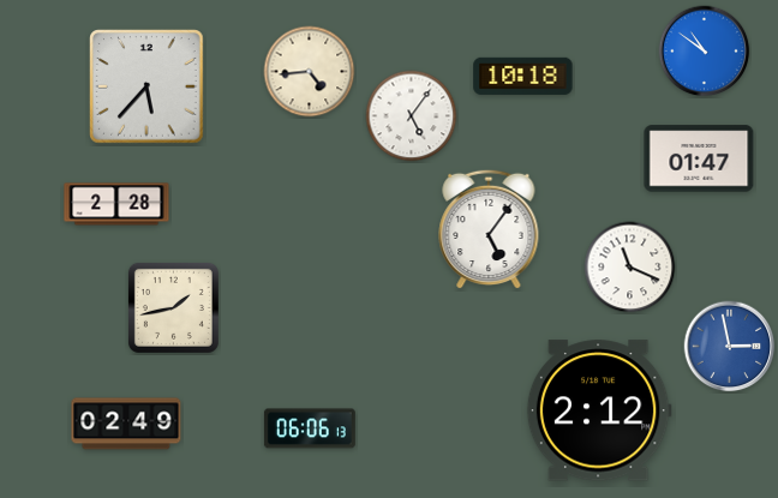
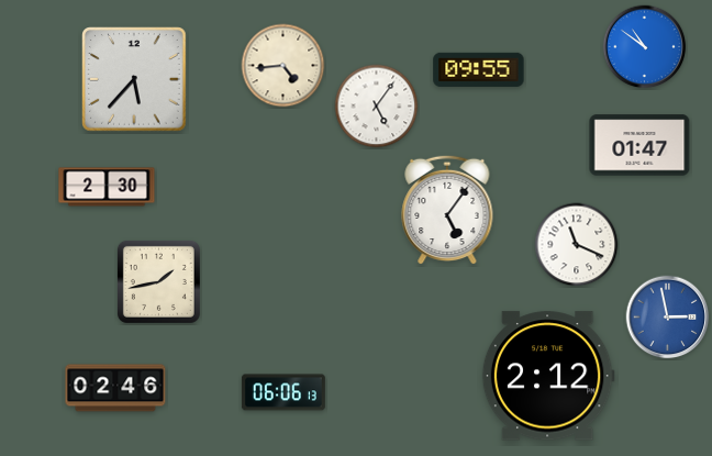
clock at (523, 76): 10:18 -> 09:55
clock at (116, 204): 2:28 -> 2:30
clock at (126, 424): 02:49 -> 02:46
